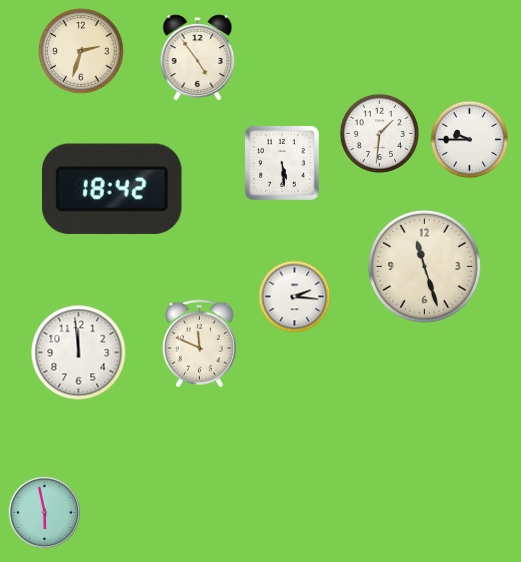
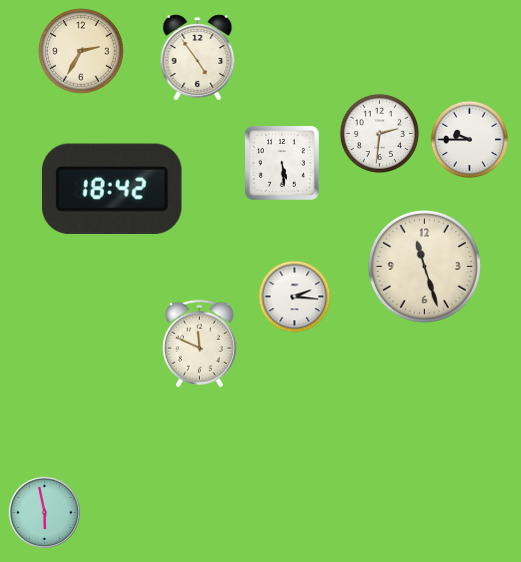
clock at (81, 51): 2:33 -> 2:35
clock at (379, 133): 1:31 -> 2:31
clock at (79, 353): 11:59 -> none
